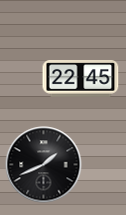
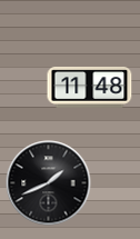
clock at (81, 79): 22:45 -> 11:48
